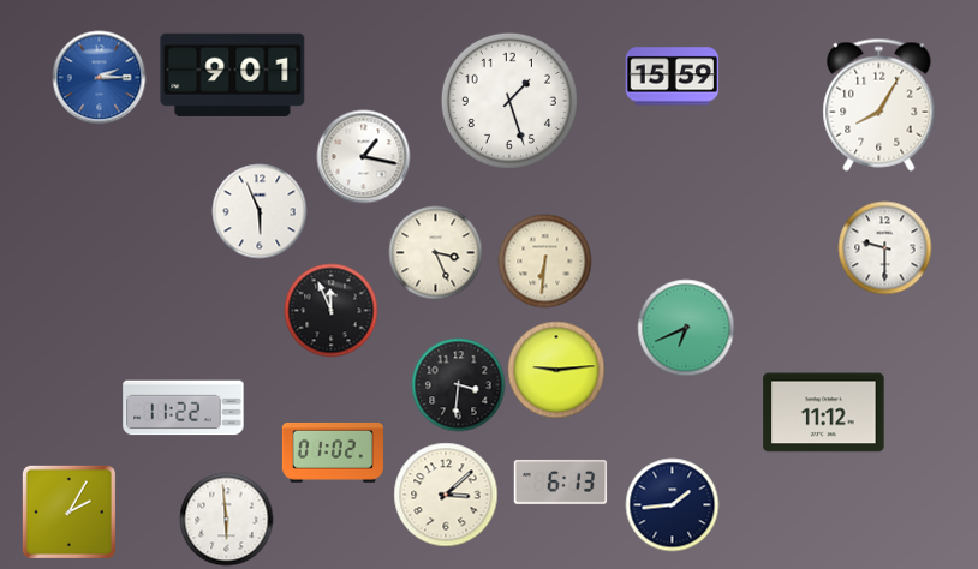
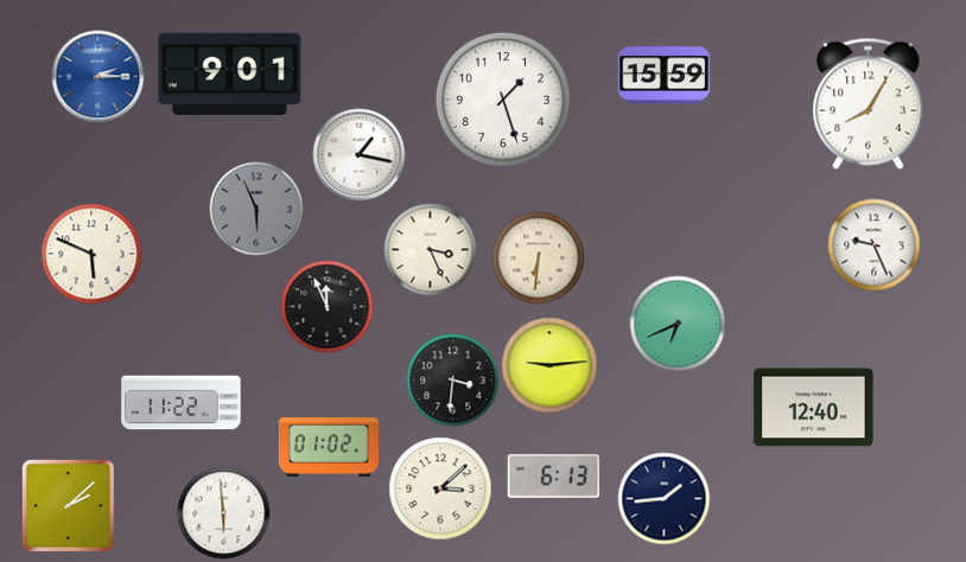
clock at (260, 211) dial: white -> grey
clock at (884, 247): 9:30 -> 9:26
clock at (91, 254): none -> 5:49
clock at (824, 413): 11:12 -> 12:40
clock at (68, 511): 2:05 -> 2:08
